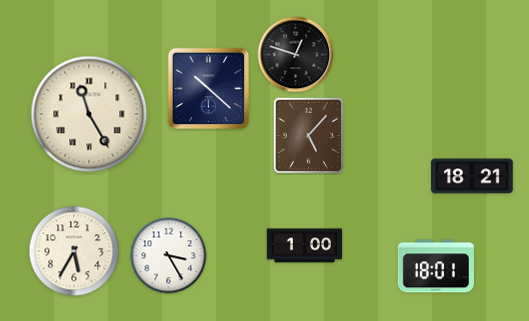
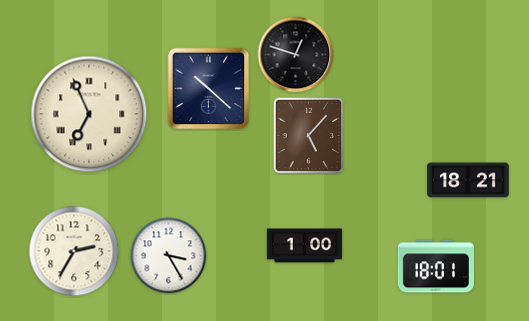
clock at (89, 114): 11:25 -> 6:56
clock at (472, 176) position: (472, 176) -> (468, 180)
clock at (74, 251): 5:35 -> 2:35
